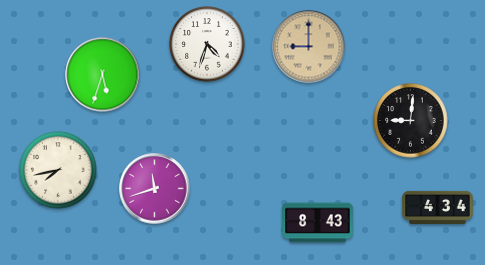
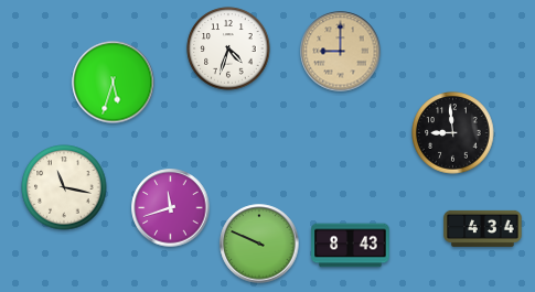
clock at (411, 121): 9:01 -> 8:59
clock at (58, 170): 7:43 -> 11:17
clock at (259, 244): none -> 9:49
